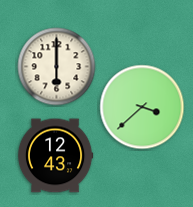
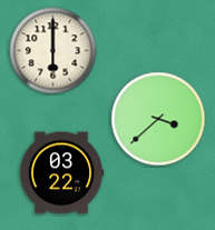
clock at (57, 67) position: (57, 67) -> (53, 51)
clock at (55, 156): 12:43 -> 03:22
